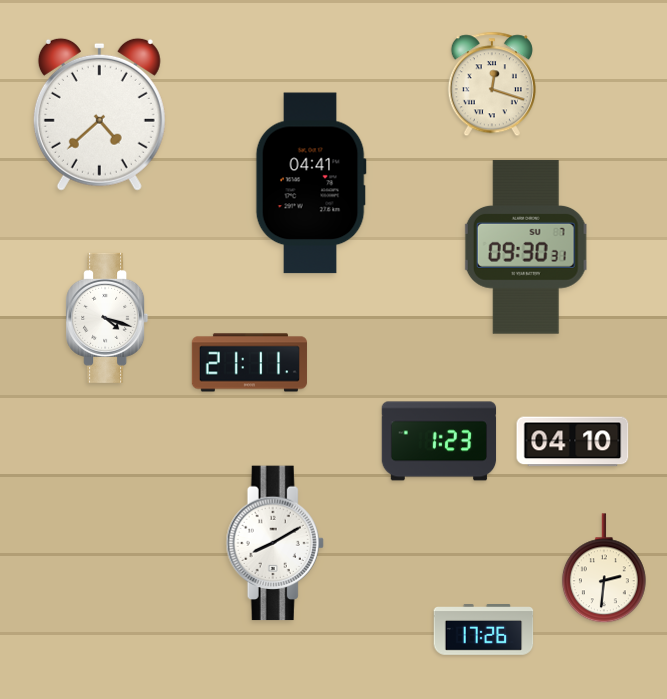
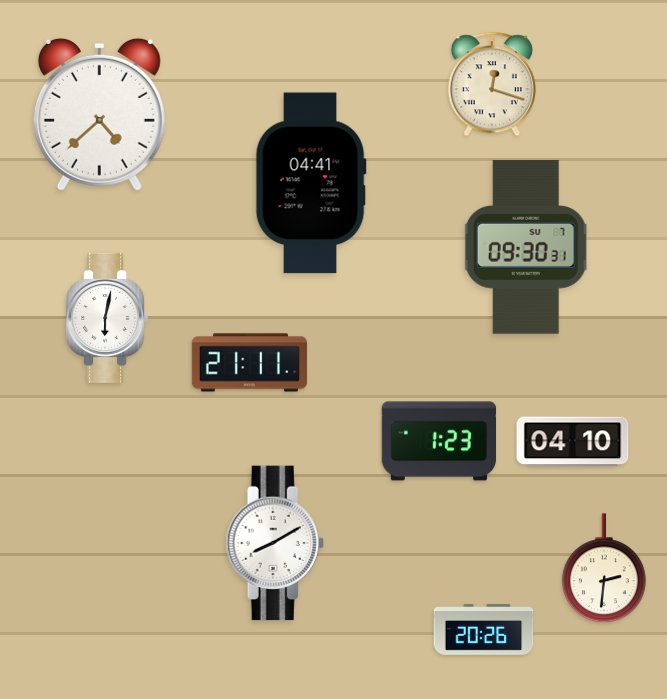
clock at (107, 318): 4:18 -> 6:02
clock at (484, 630): 17:26 -> 20:26
